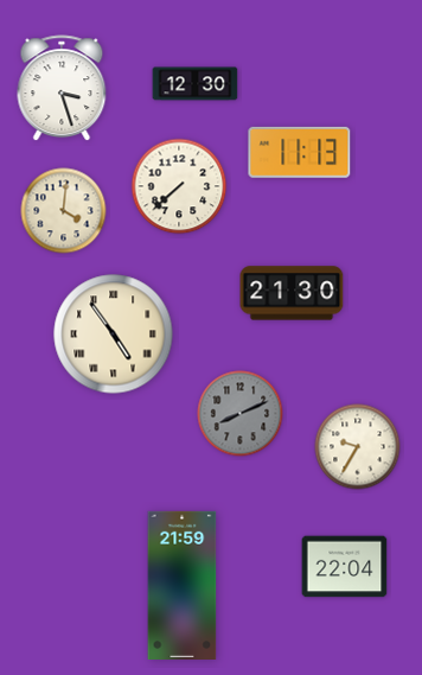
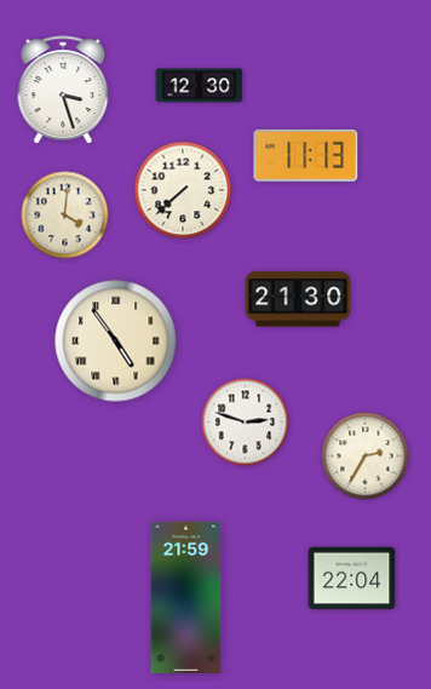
clock at (241, 414): 8:11 -> 2:48
clock at (241, 414) dial: grey -> white
clock at (358, 447): 9:35 -> 2:35
